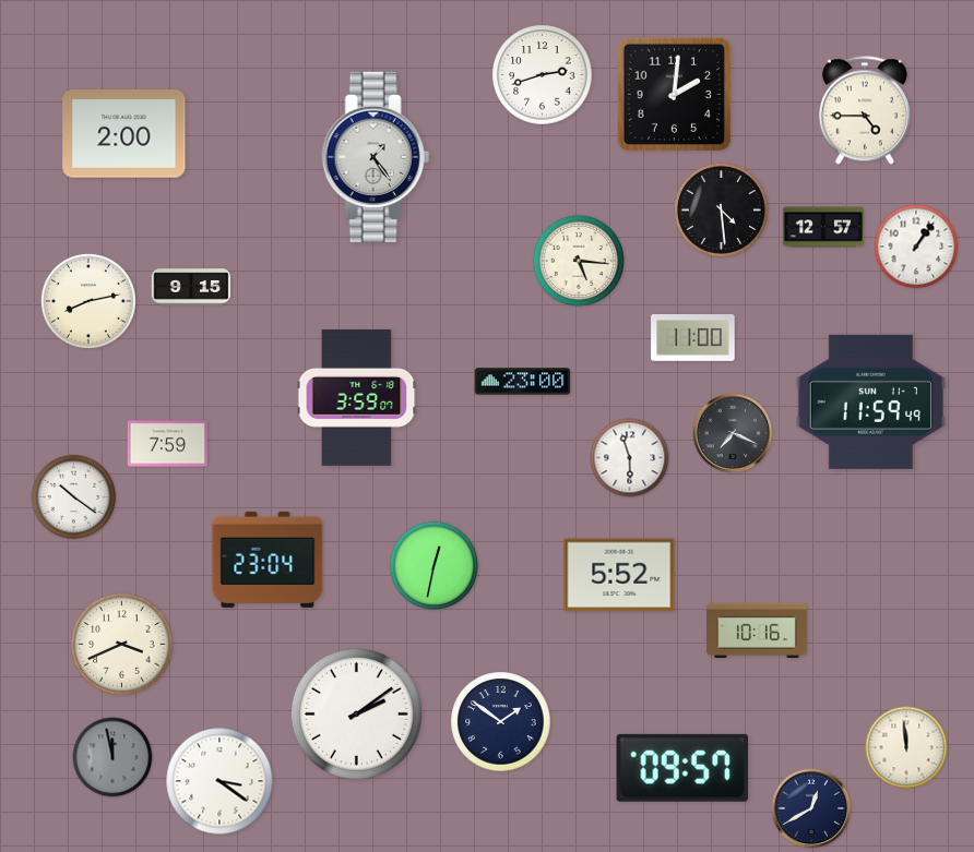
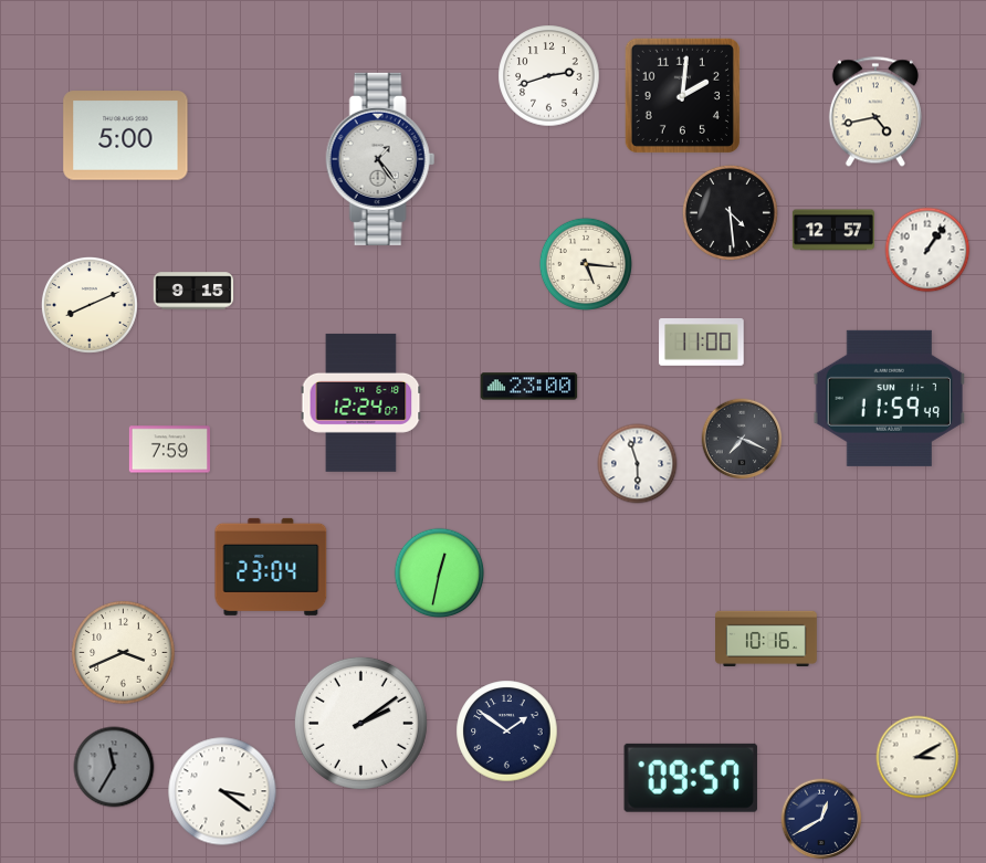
clock at (865, 110): 4:45 -> 4:43
clock at (124, 134): 2:00 -> 5:00
clock at (88, 301): 8:13 -> 8:11
clock at (357, 397): 3:59 -> 12:24
clock at (871, 401) position: (871, 401) -> (890, 398)
clock at (74, 497): 10:21 -> none
clock at (619, 575): 5:52 -> none
clock at (906, 747): 11:59 -> 3:10
clock at (112, 757): 11:58 -> 11:35
